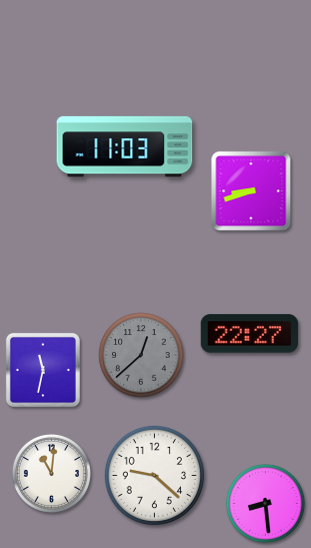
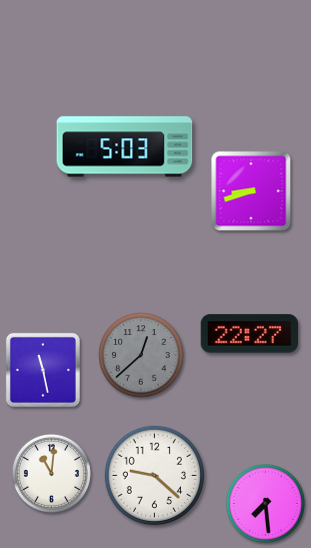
clock at (125, 147): 11:03 -> 5:03
clock at (43, 370): 11:32 -> 11:28
clock at (265, 503): 8:29 -> 7:29
